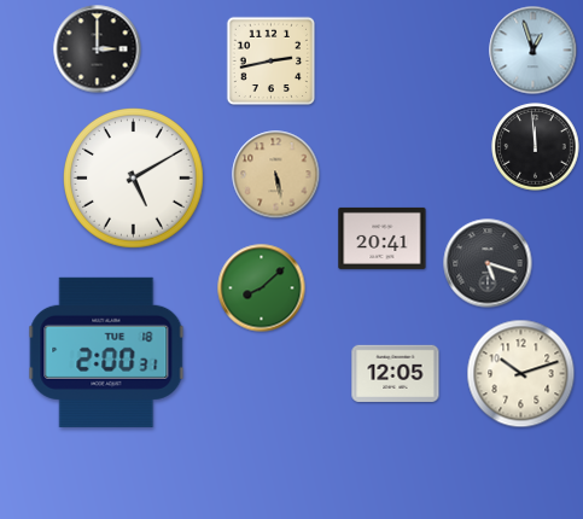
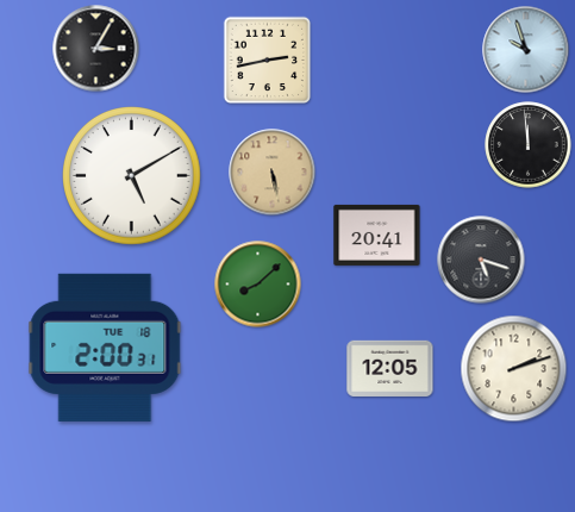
clock at (98, 49): 3:00 -> 3:05
clock at (534, 51): 12:57 -> 9:57
clock at (521, 374): 10:12 -> 2:12
